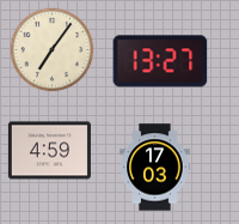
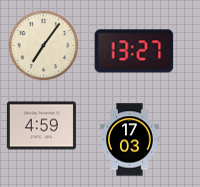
clock at (53, 50) position: (53, 50) -> (44, 46)
